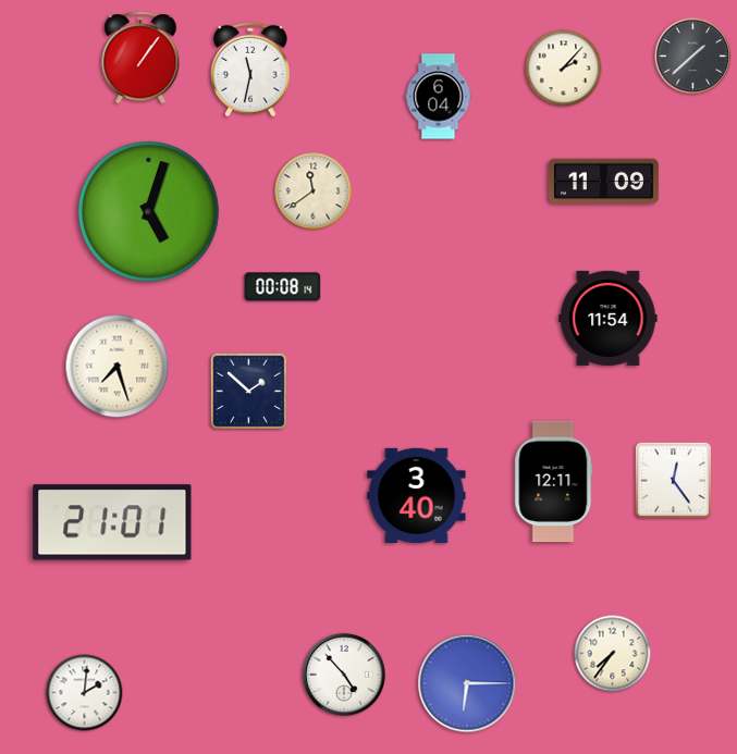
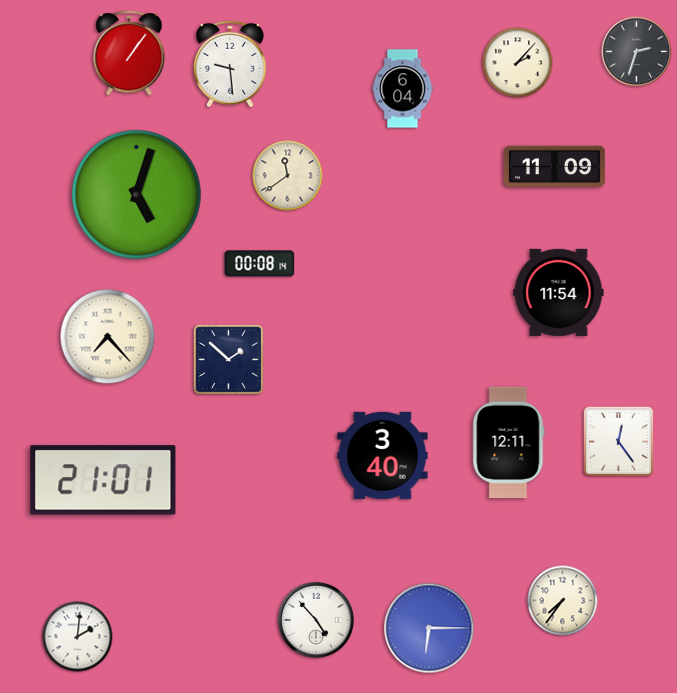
clock at (693, 57): 1:38 -> 2:33
clock at (250, 70): 11:32 -> 9:29
clock at (118, 367): 7:27 -> 7:23
